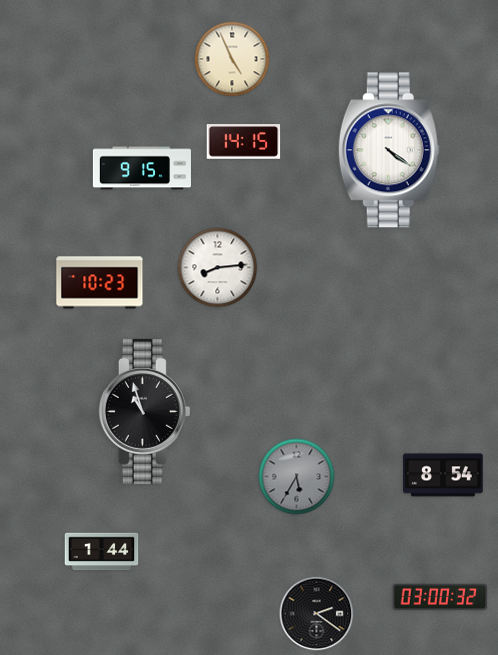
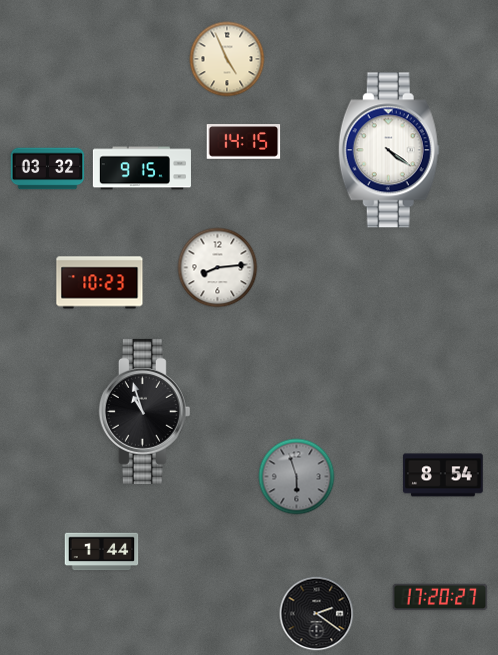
clock at (232, 59) position: (232, 59) -> (227, 59)
clock at (48, 169): none -> 03:32
clock at (297, 477): 5:35 -> 5:57
clock at (440, 597): 03:00 -> 17:20
